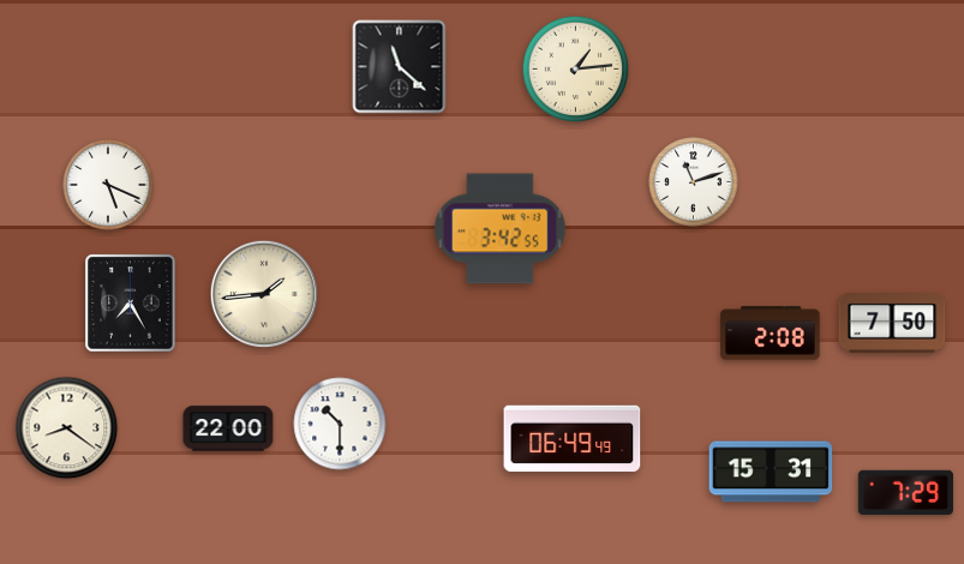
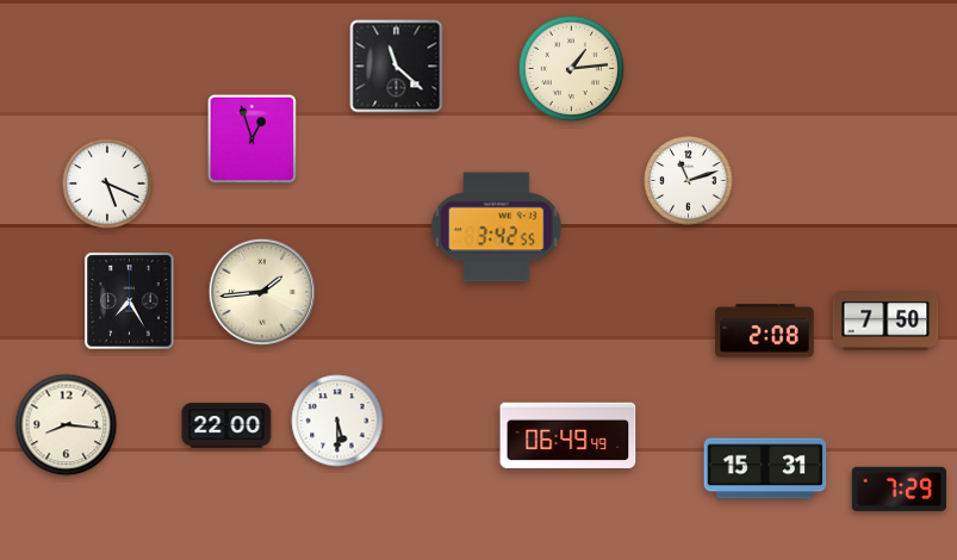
clock at (253, 139): none -> 12:57
clock at (340, 424): 10:30 -> 5:30
clock at (67, 428): 8:21 -> 8:16
